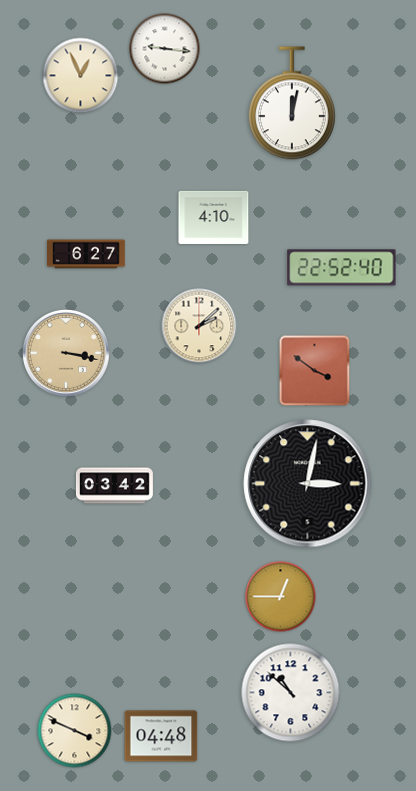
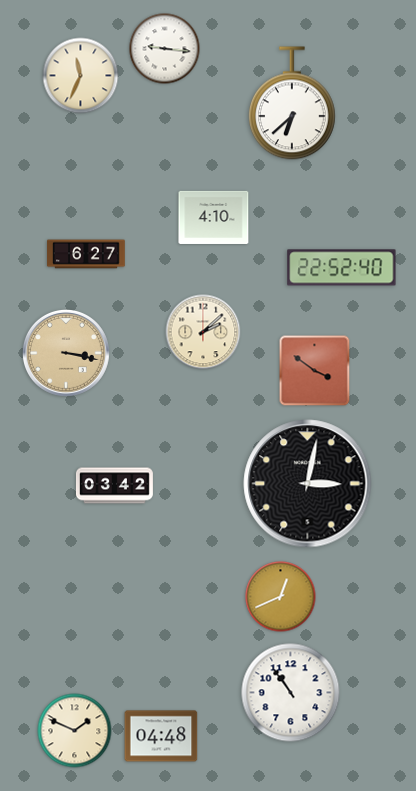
clock at (81, 76): 12:56 -> 11:34
clock at (292, 103): 12:02 -> 6:38
clock at (199, 326) position: (199, 326) -> (203, 332)
clock at (281, 597): 12:45 -> 12:41
clock at (291, 693): 10:52 -> 10:54
clock at (75, 731): 3:49 -> 1:49
